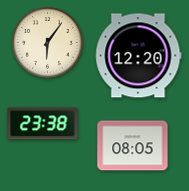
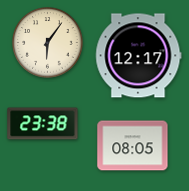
clock at (139, 56): 12:20 -> 12:17
